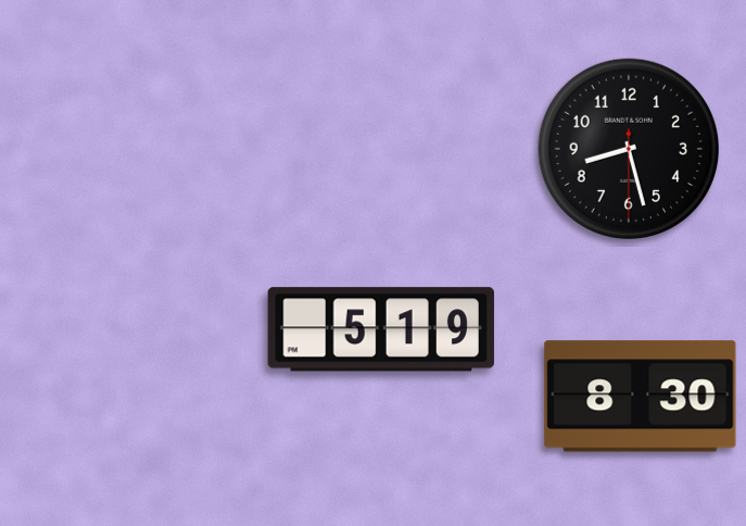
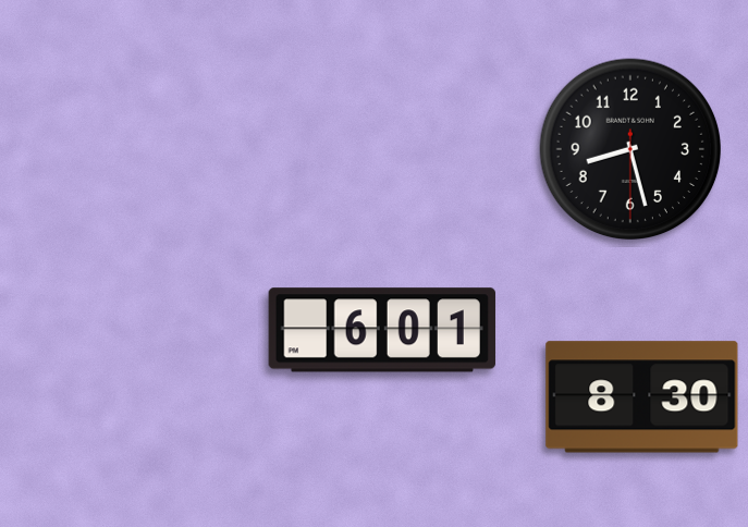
clock at (381, 329): 5:19 -> 6:01
